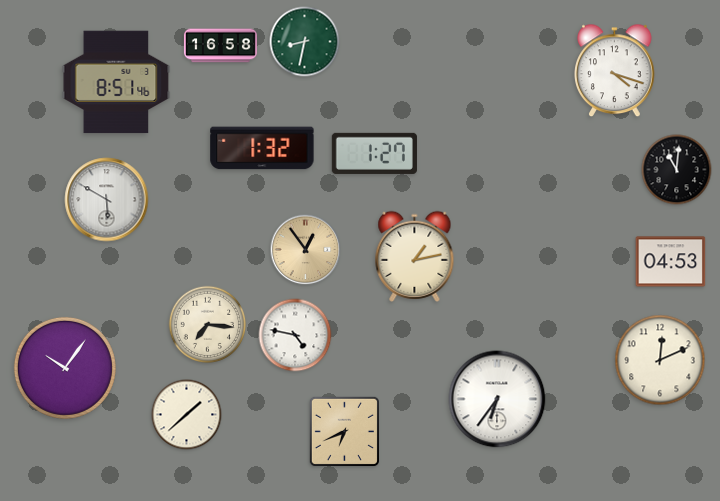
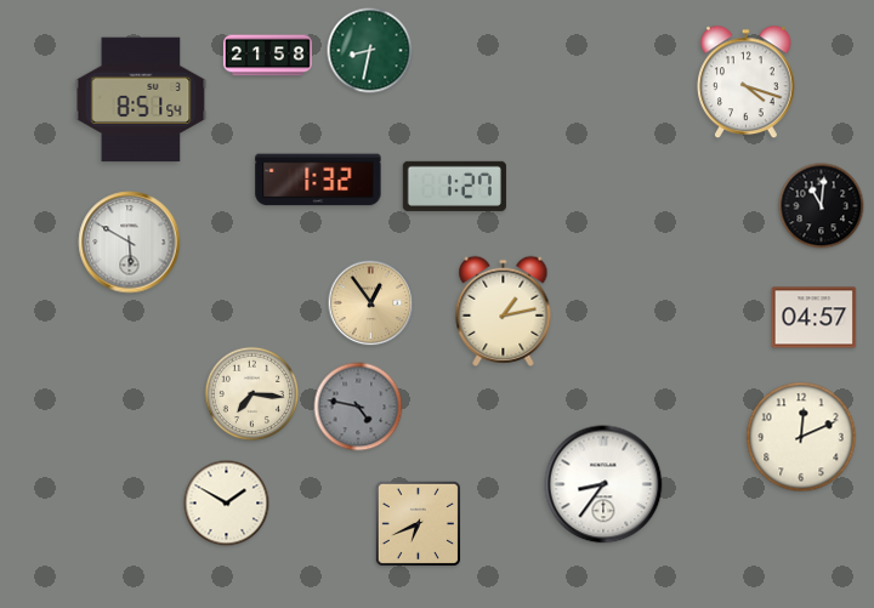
clock at (220, 46): 16:58 -> 21:58
clock at (615, 71) position: (615, 71) -> (747, 83)
clock at (116, 82): 8:51:46 -> 8:51:54
clock at (671, 262): 04:53 -> 04:57
clock at (295, 335) dial: white -> grey
clock at (65, 368): 10:06 -> none
clock at (497, 399): 6:36 -> 8:36
clock at (187, 415): 1:38 -> 1:50
